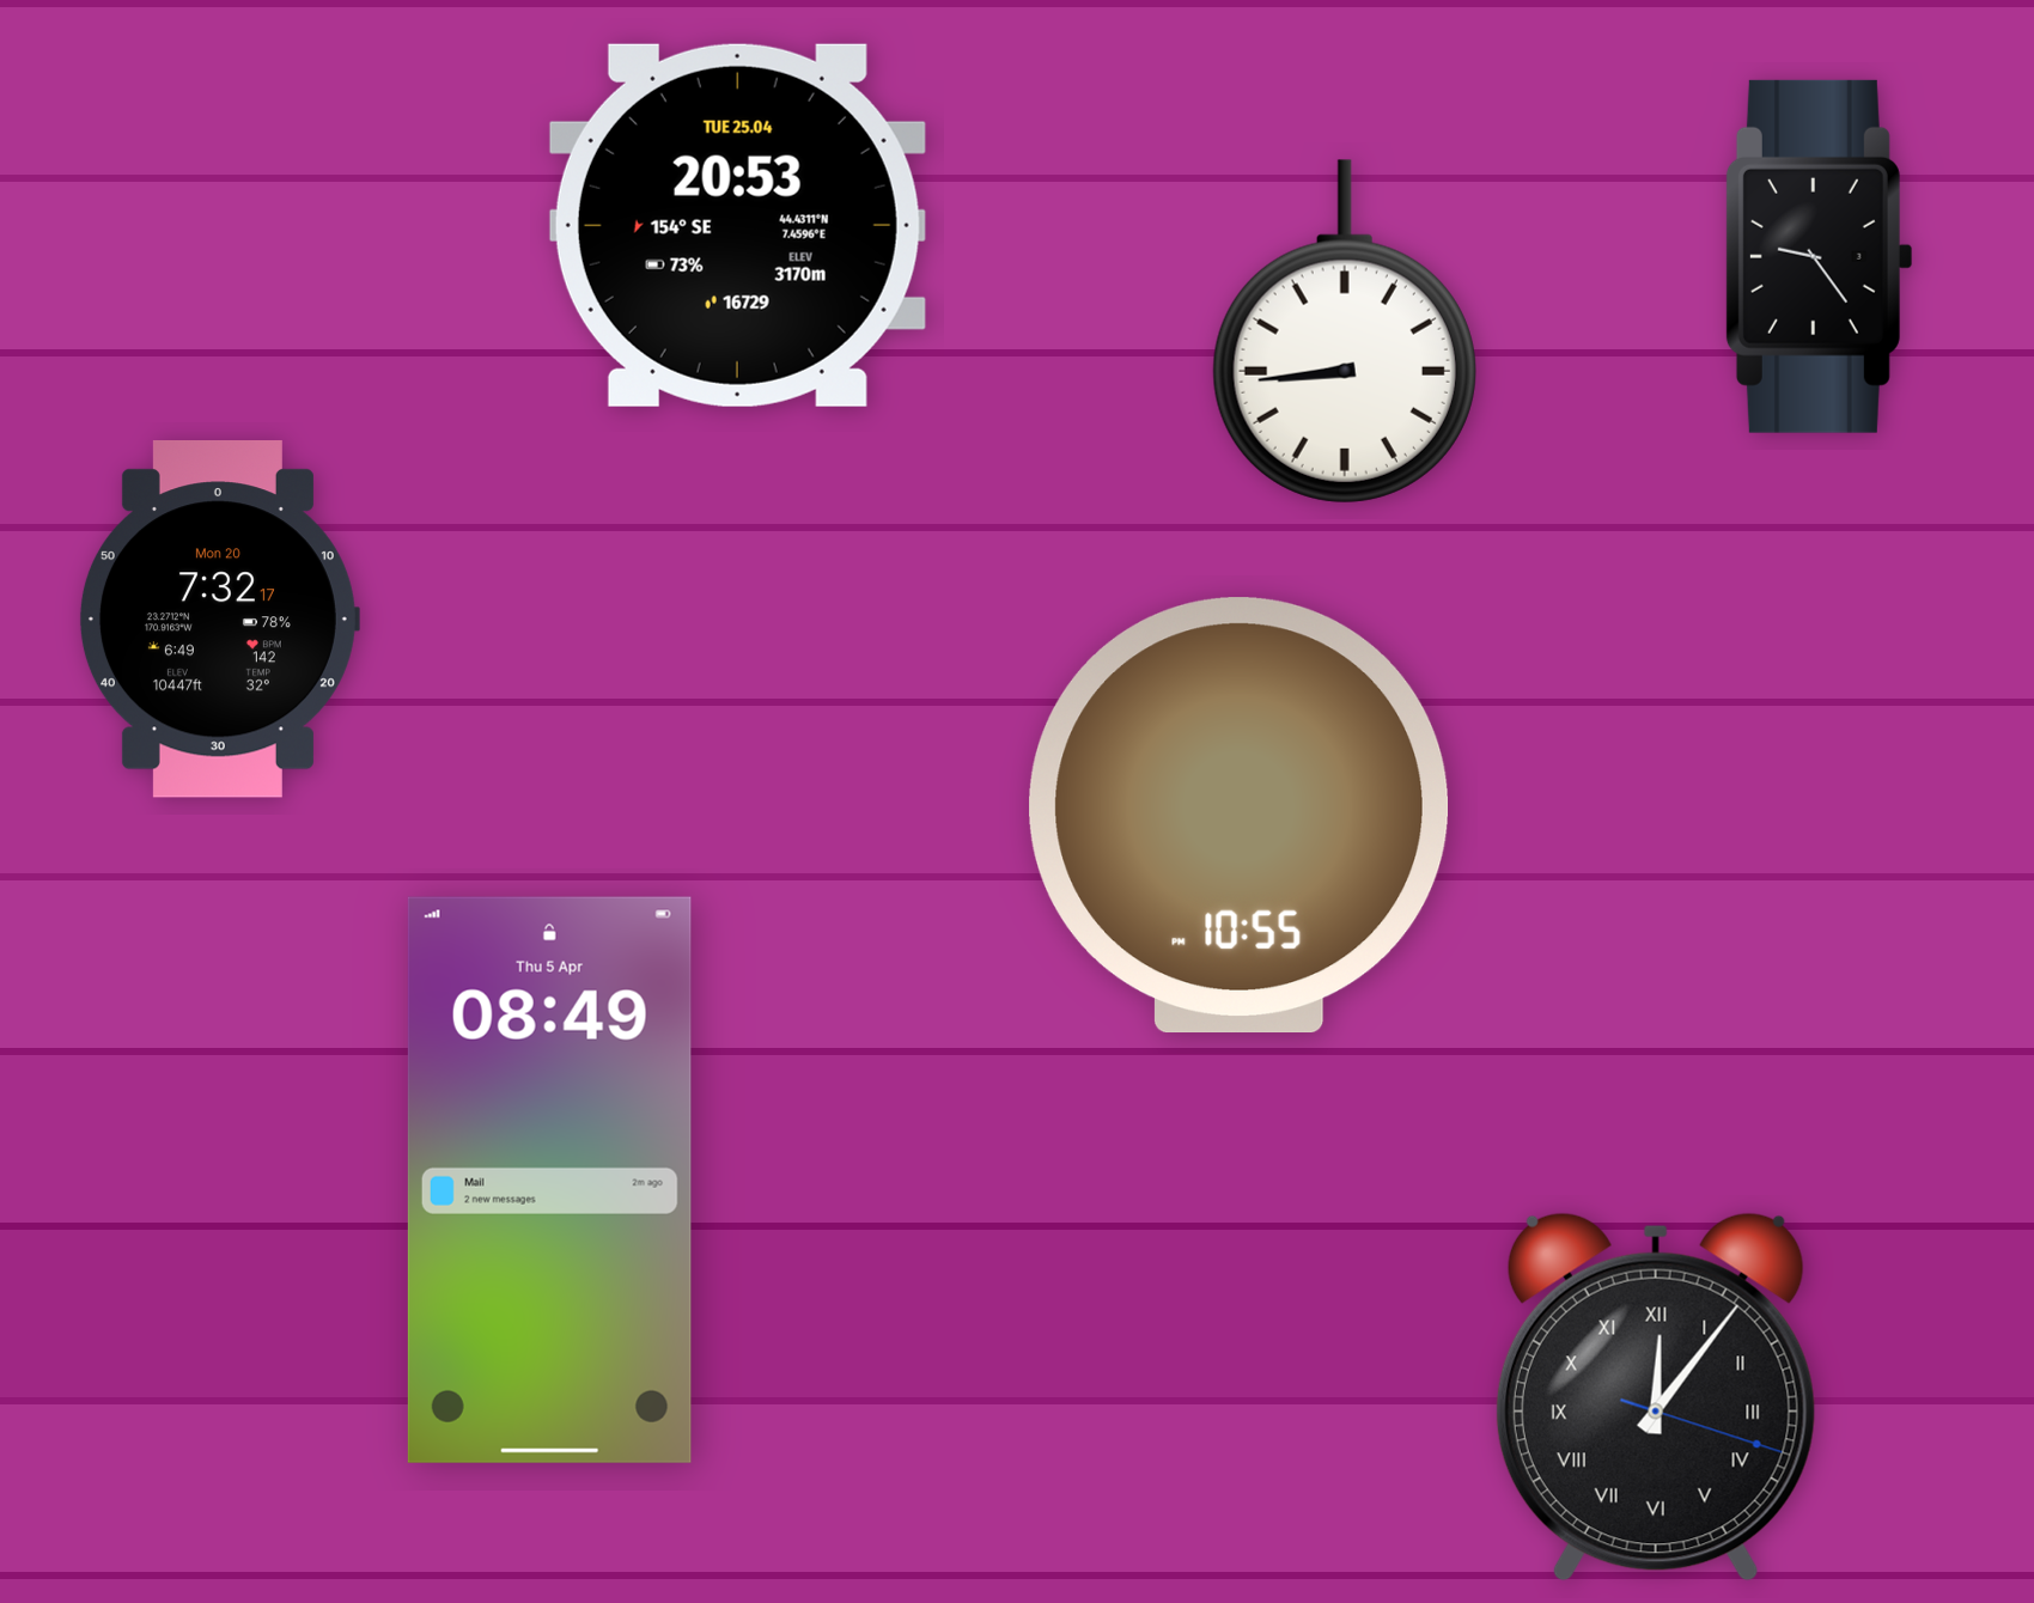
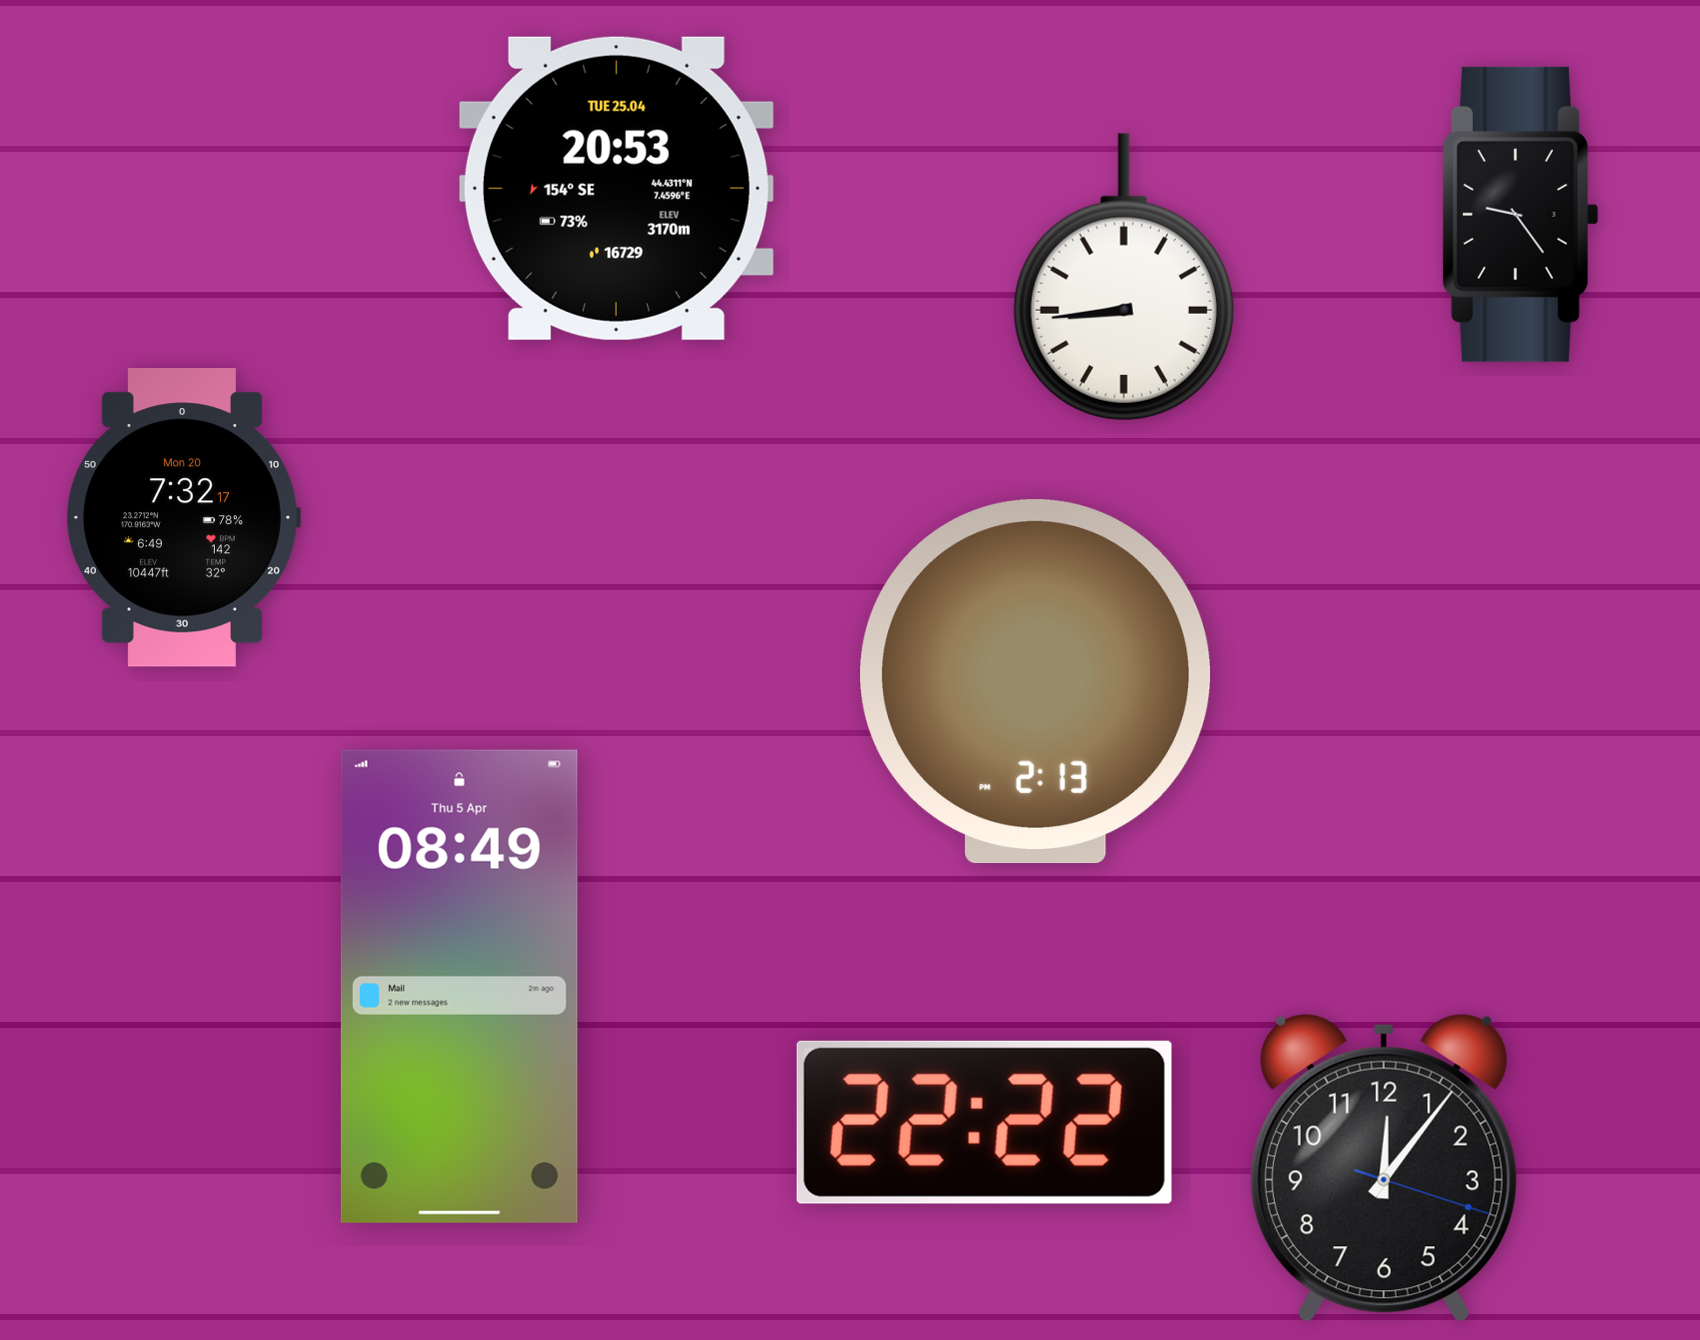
clock at (1240, 816): 10:55 -> 2:13
clock at (984, 1122): none -> 22:22
clock at (1656, 1397) numerals: Roman -> Arabic
